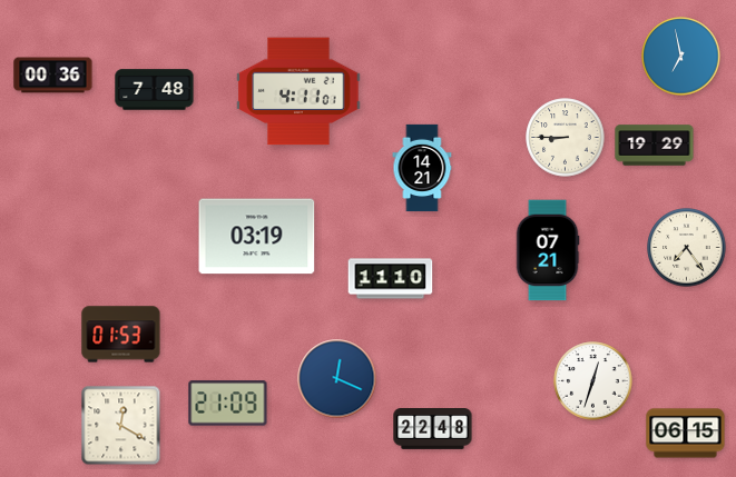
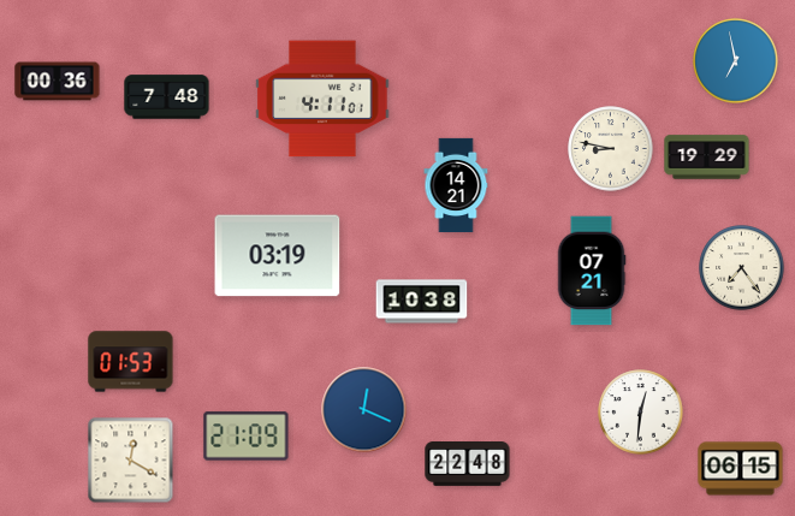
clock at (566, 138): 8:45 -> 8:47
clock at (422, 168) position: (422, 168) -> (456, 185)
clock at (391, 279): 11:10 -> 10:38
clock at (593, 381): 12:33 -> 12:31
